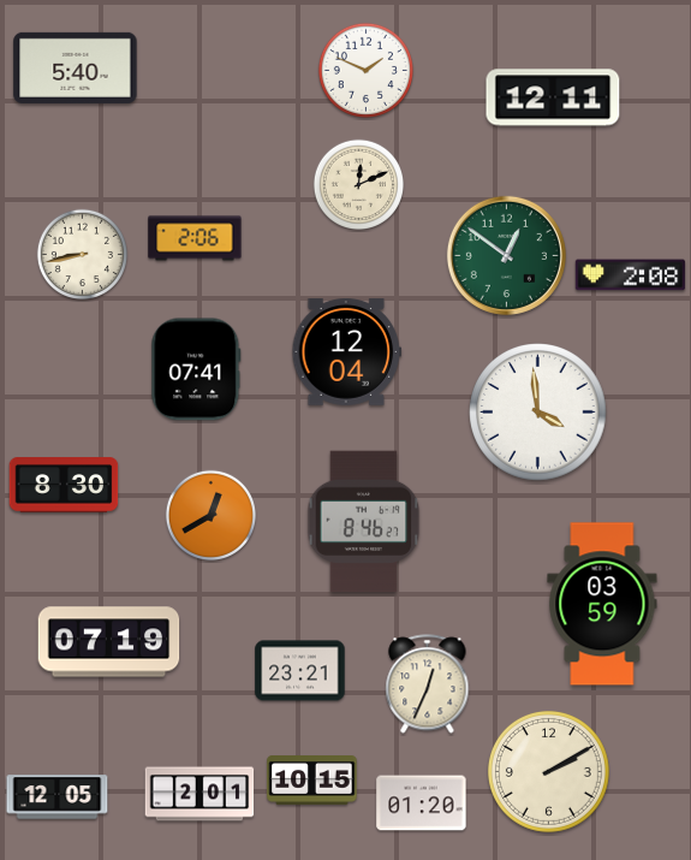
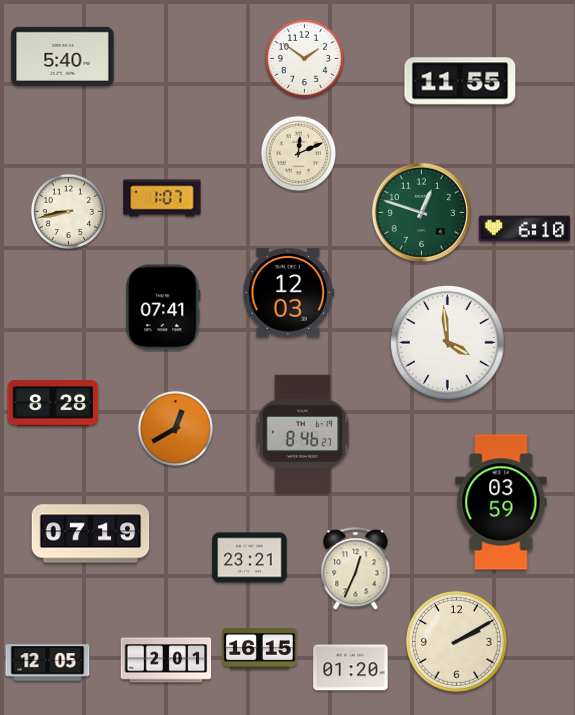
clock at (365, 70): 1:49 -> 1:51
clock at (553, 97): 12:11 -> 11:55
clock at (195, 238): 2:06 -> 1:07
clock at (506, 255): 12:51 -> 12:48
clock at (631, 275): 2:08 -> 6:10
clock at (347, 352): 12:04 -> 12:03
clock at (64, 485): 8:30 -> 8:28
clock at (312, 781): 10:15 -> 16:15
